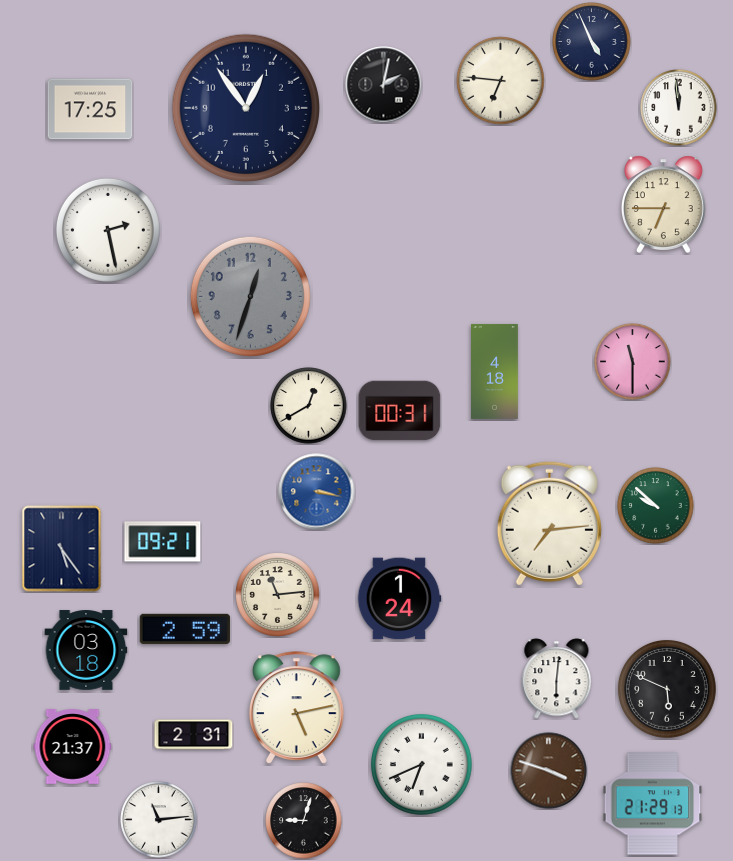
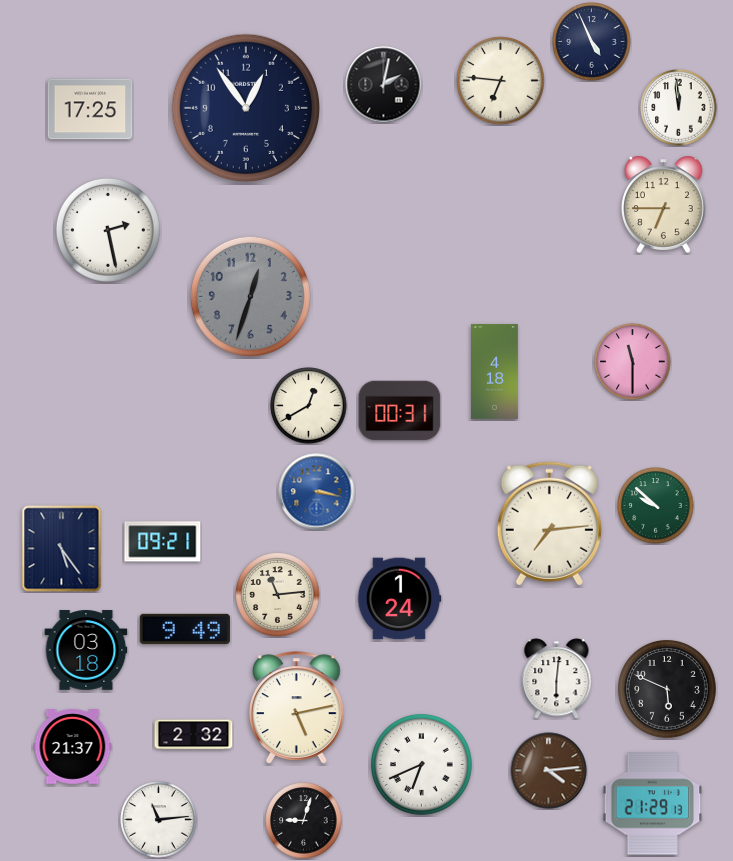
clock at (185, 629): 2:59 -> 9:49
clock at (194, 735): 2:31 -> 2:32
clock at (549, 771): 3:48 -> 4:14
